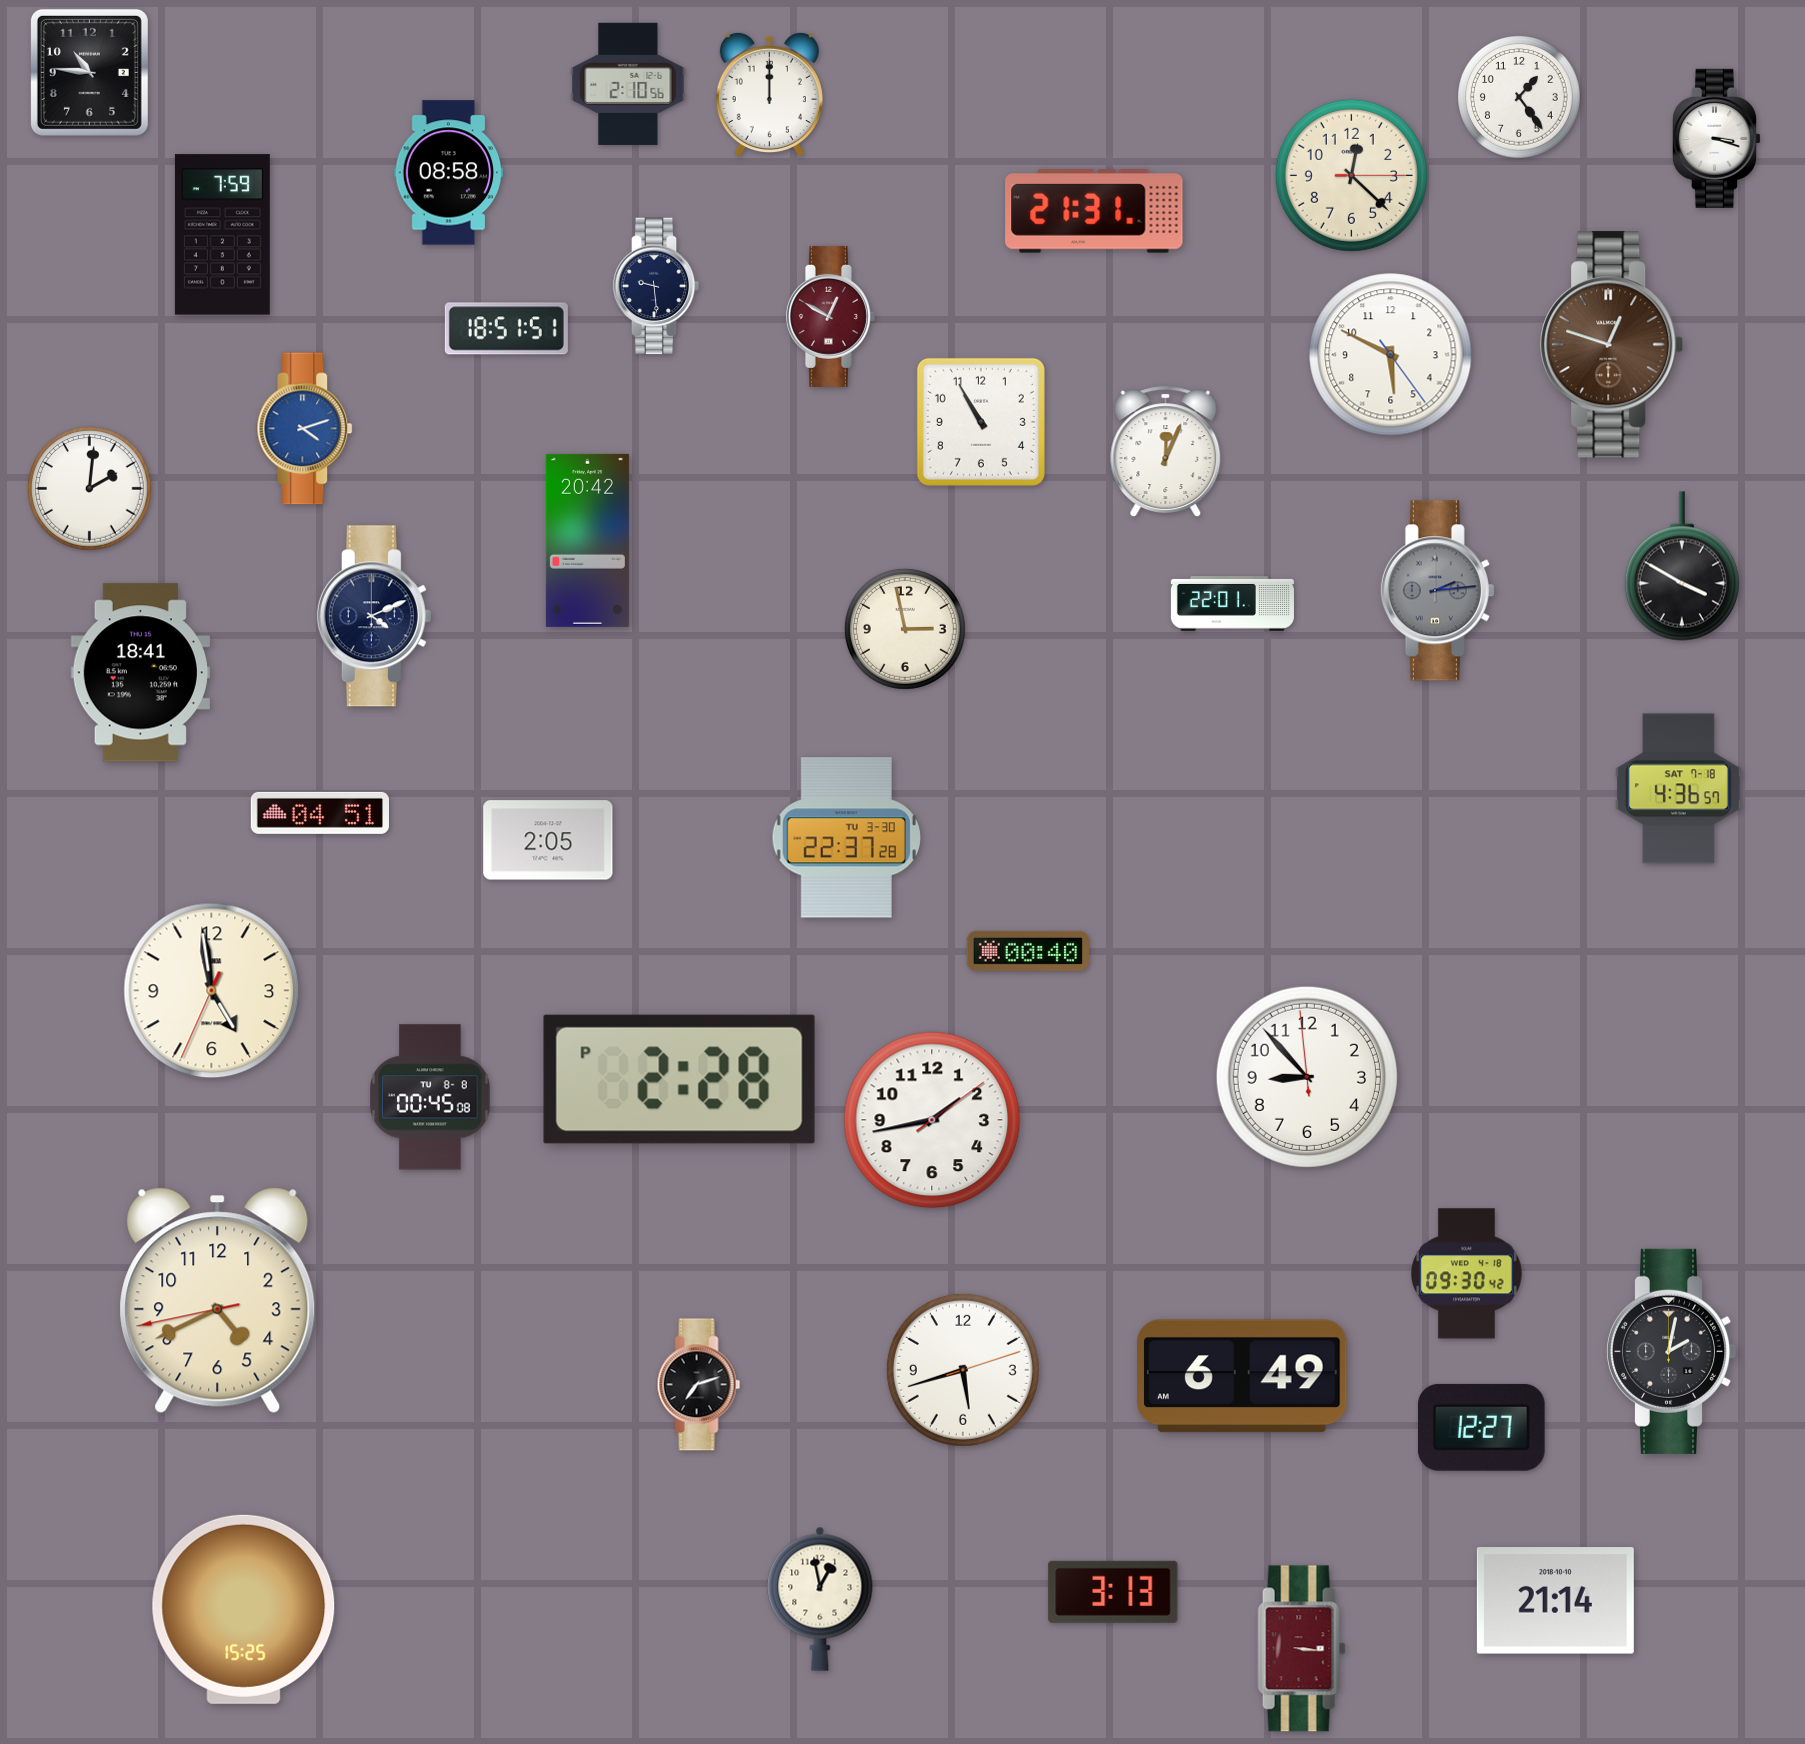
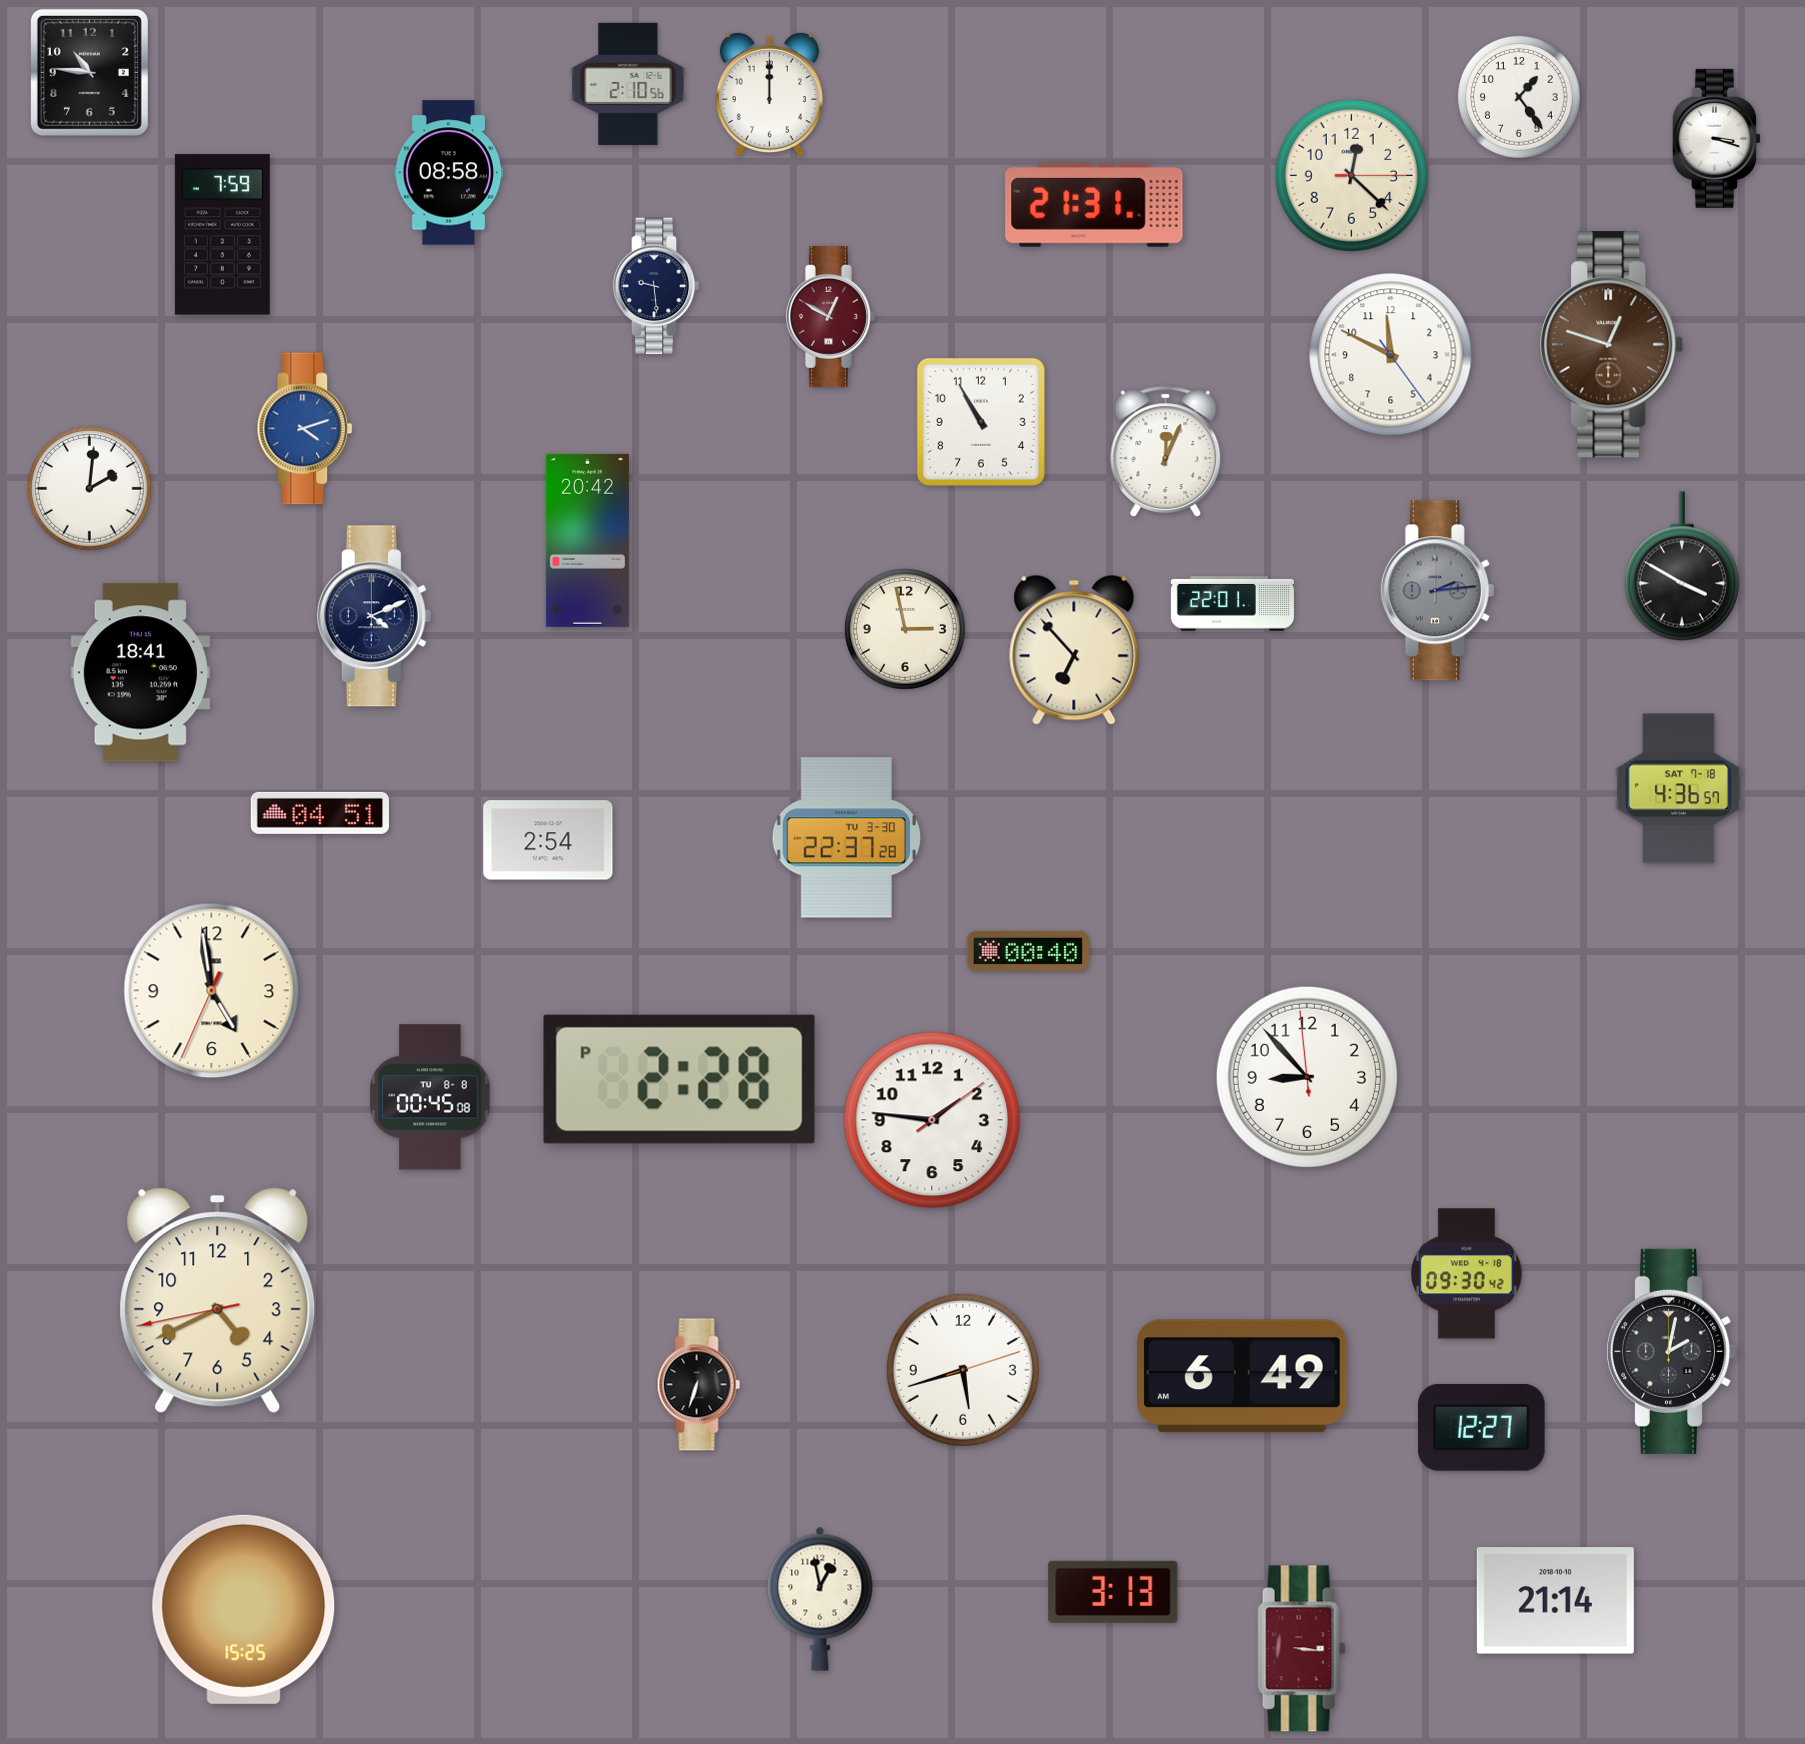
clock at (1094, 211) position: (1094, 211) -> (1094, 205)
clock at (506, 329): 18:51 -> none
clock at (1391, 355): 5:49 -> 11:49
clock at (1074, 650): none -> 6:53
clock at (548, 840): 2:05 -> 2:54
clock at (932, 1120): 1:43 -> 1:46
clock at (699, 1385): 7:12 -> 6:33
